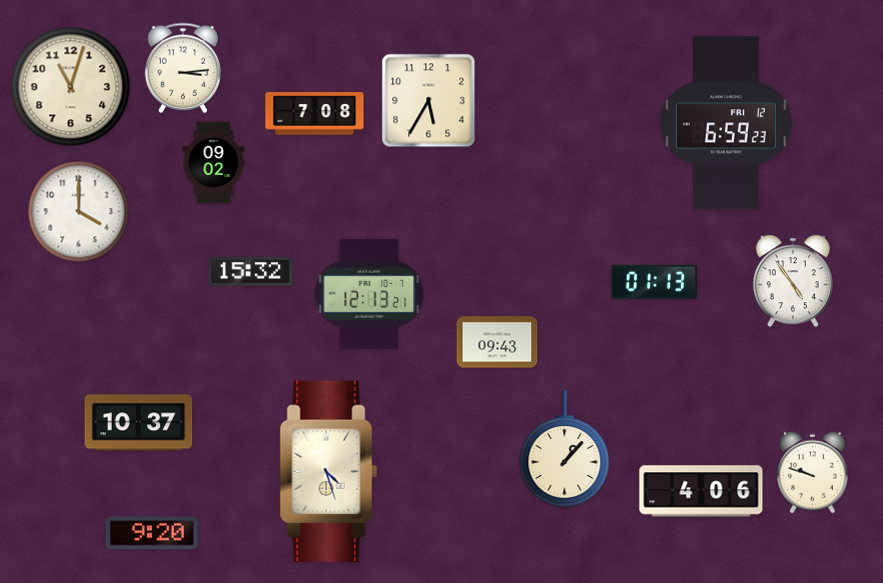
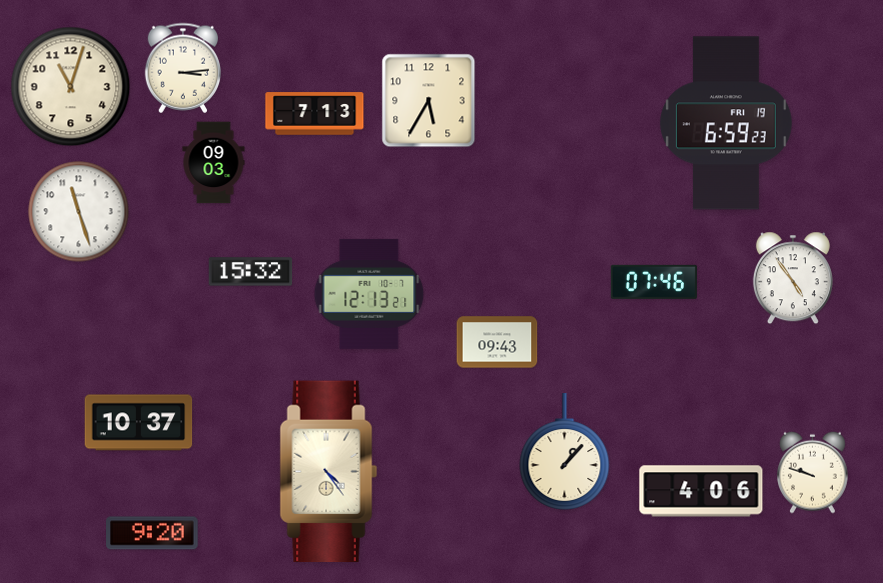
clock at (315, 114): 7:08 -> 7:13
clock at (726, 123) date: FRI 12 -> FRI 19
clock at (214, 163): 09:02 -> 09:03
clock at (79, 212): 4:00 -> 11:27
clock at (793, 281) position: (793, 281) -> (793, 278)
clock at (654, 282): 01:13 -> 07:46
clock at (565, 449) position: (565, 449) -> (565, 452)
clock at (329, 472): 4:27 -> 4:24
